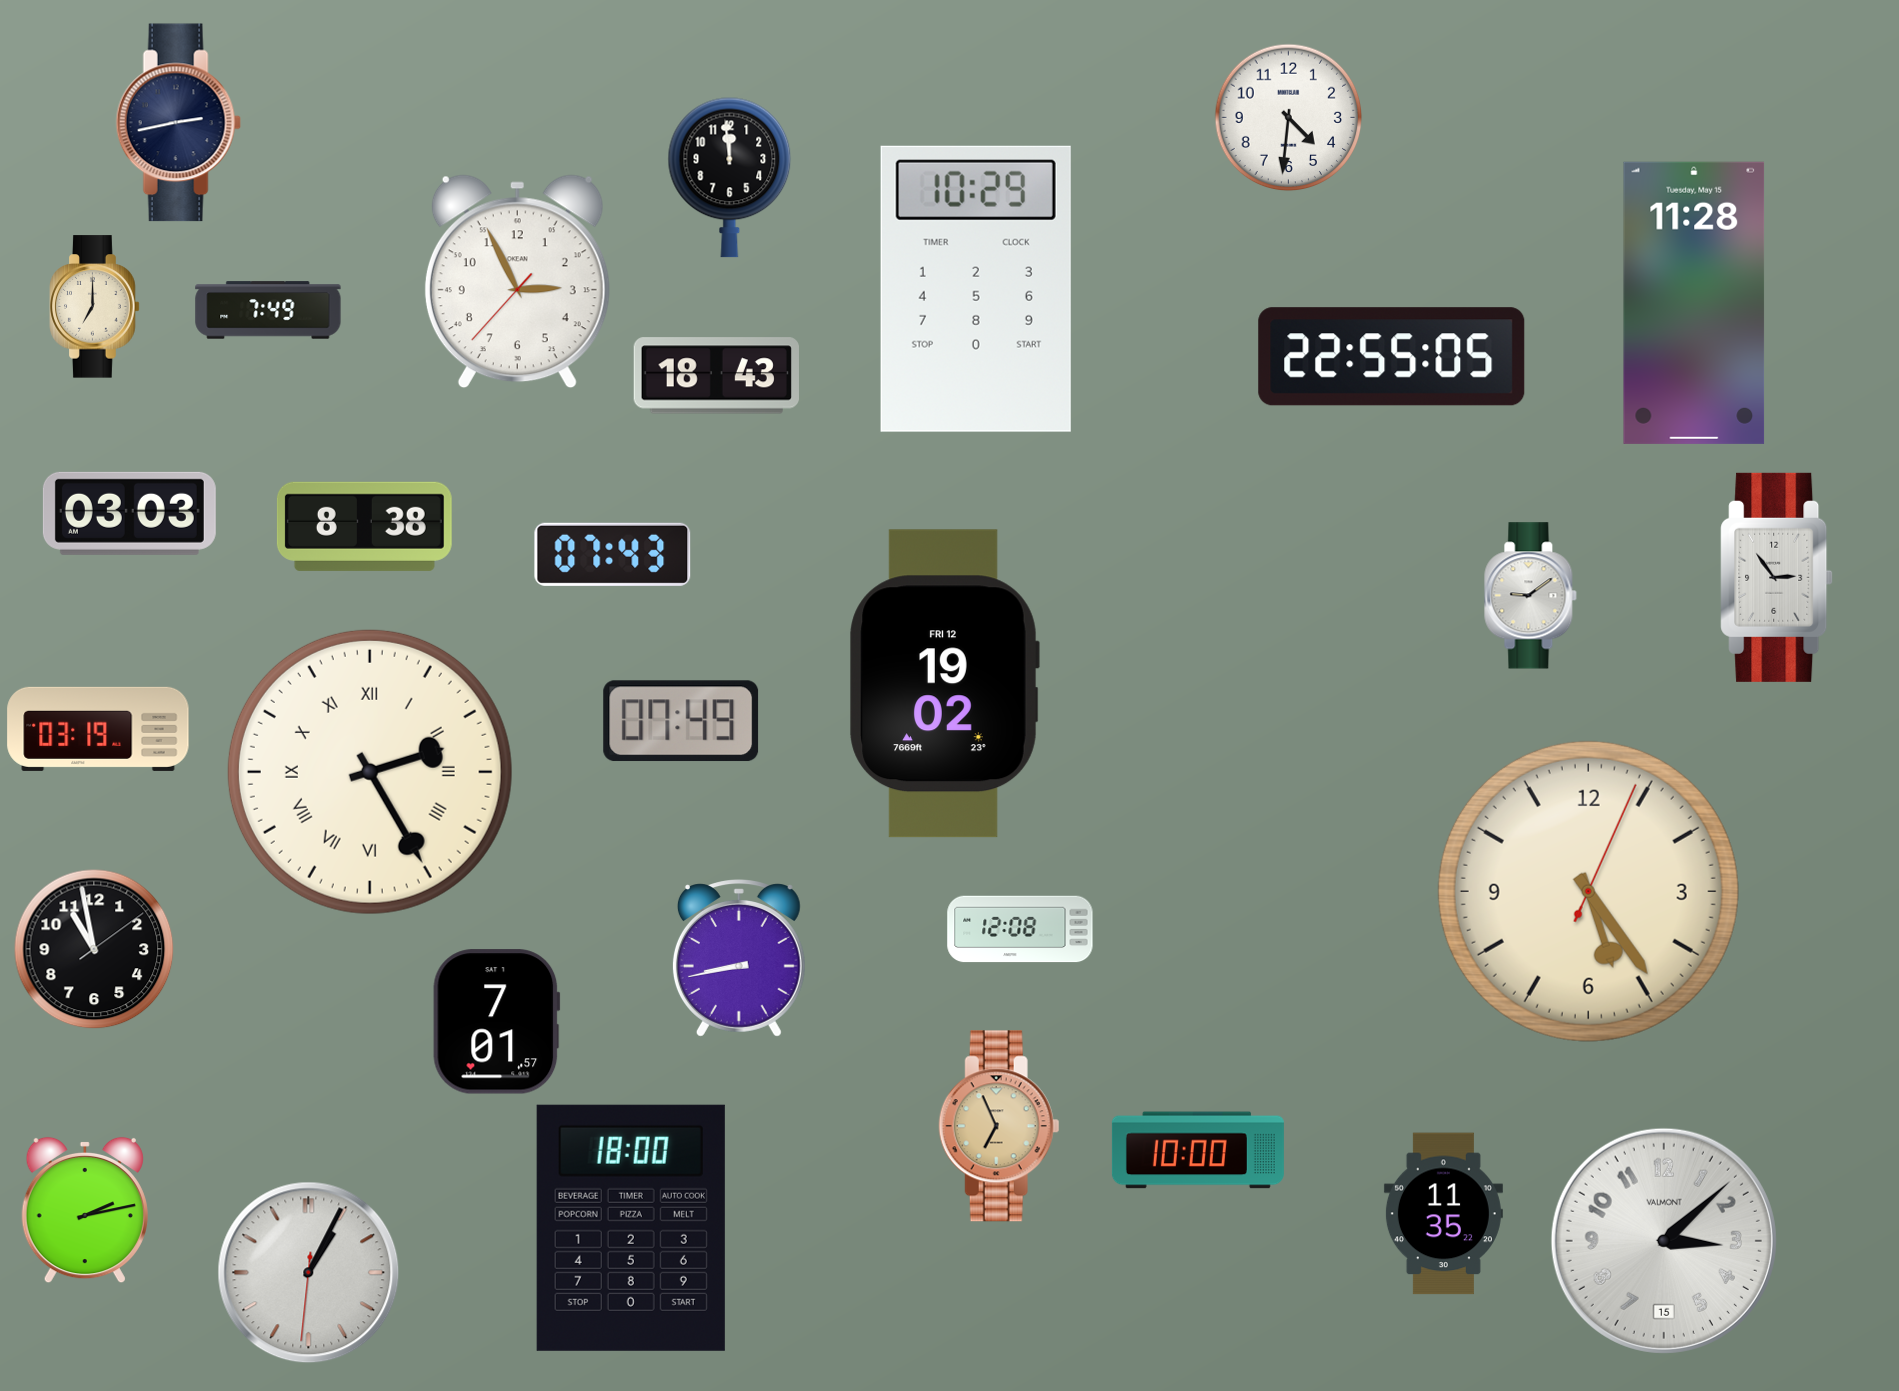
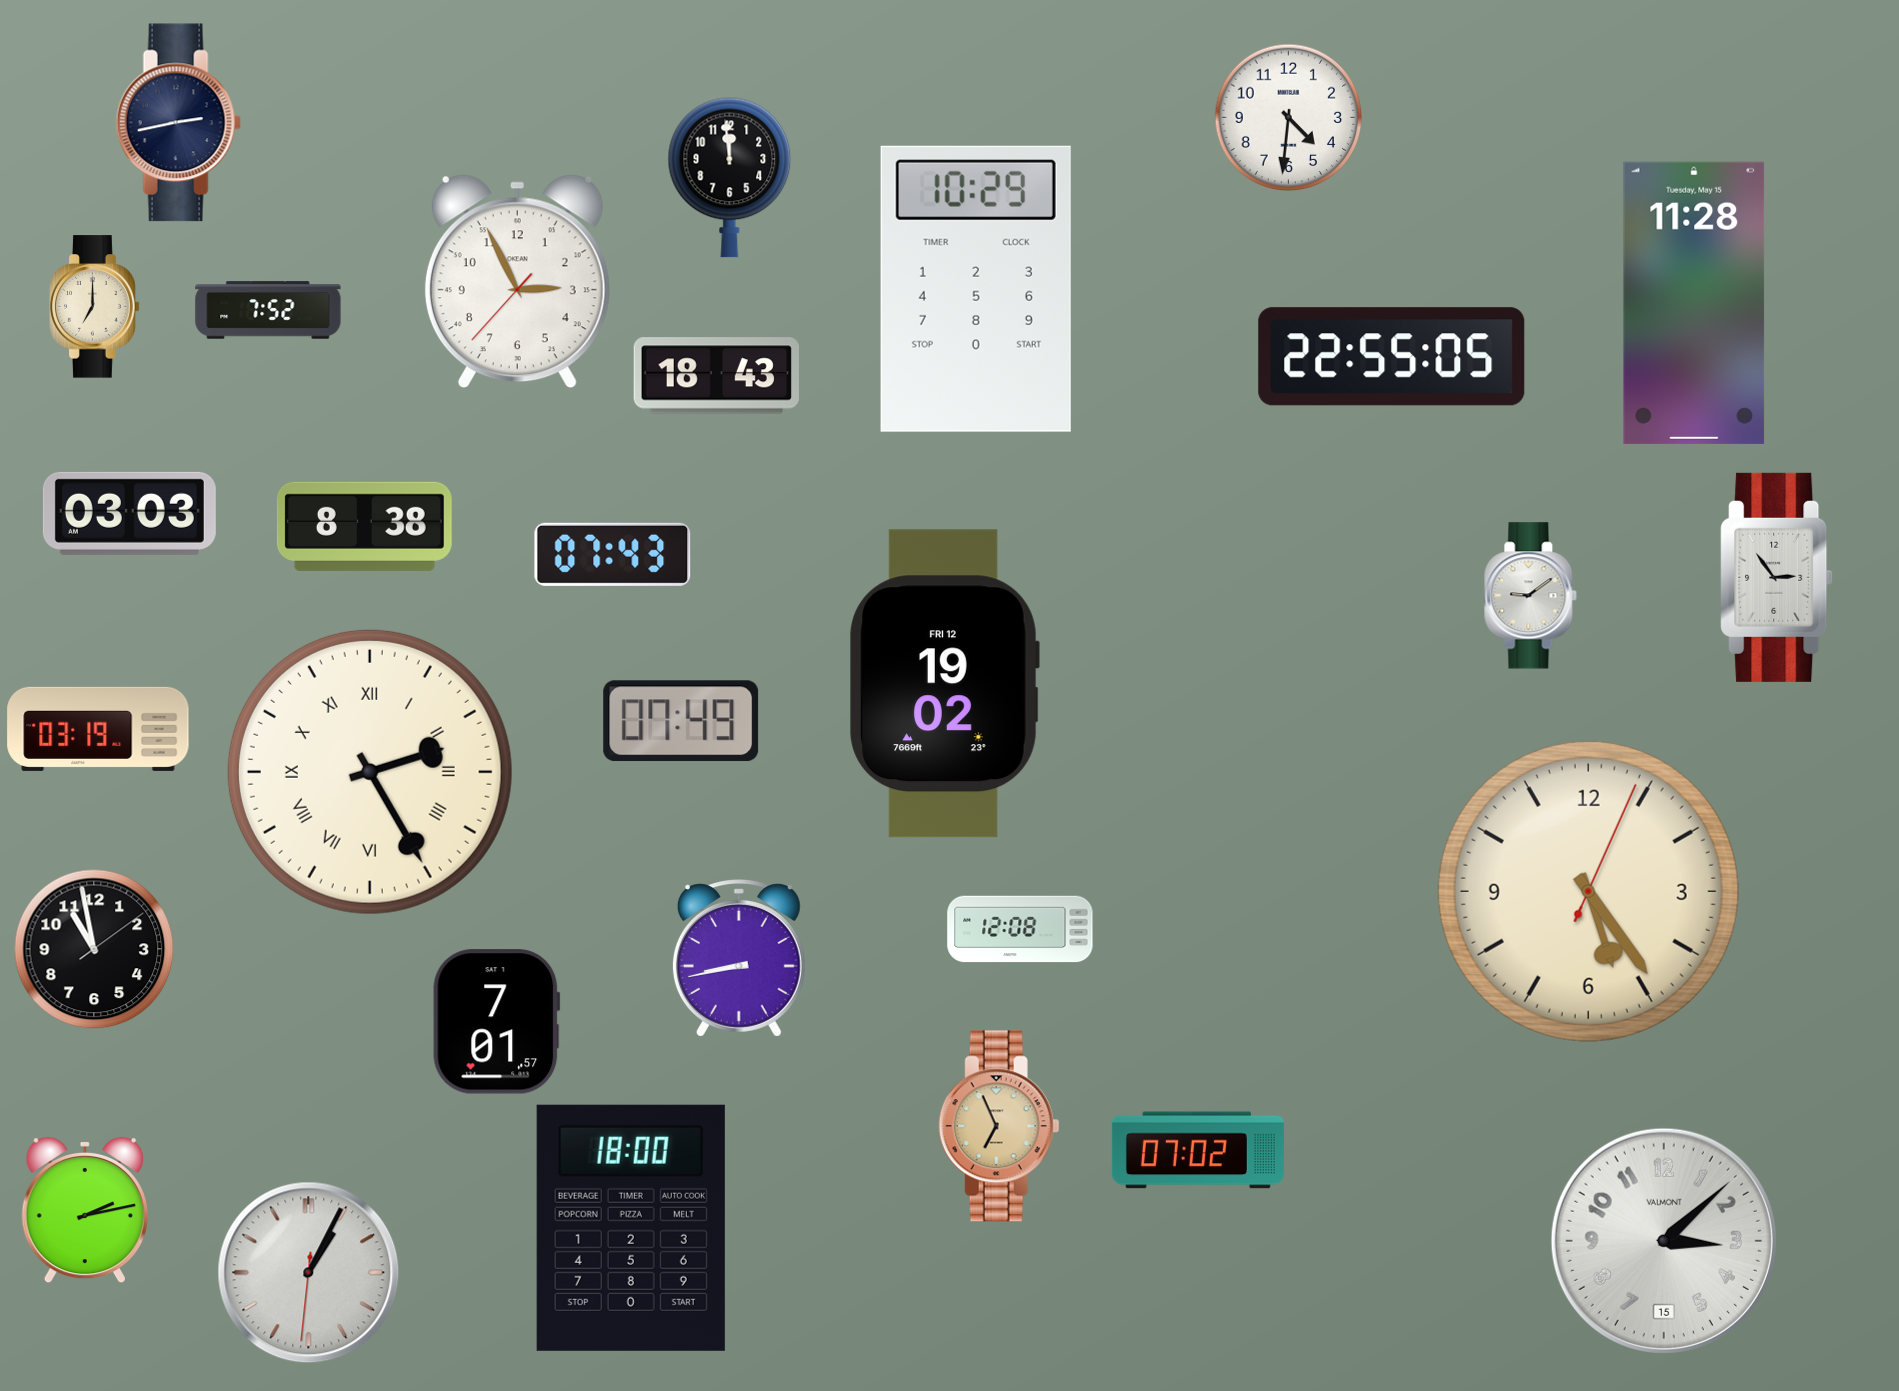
clock at (268, 310): 7:49 -> 7:52
clock at (1198, 1150): 10:00 -> 07:02
clock at (1443, 1214): 11:35 -> none
